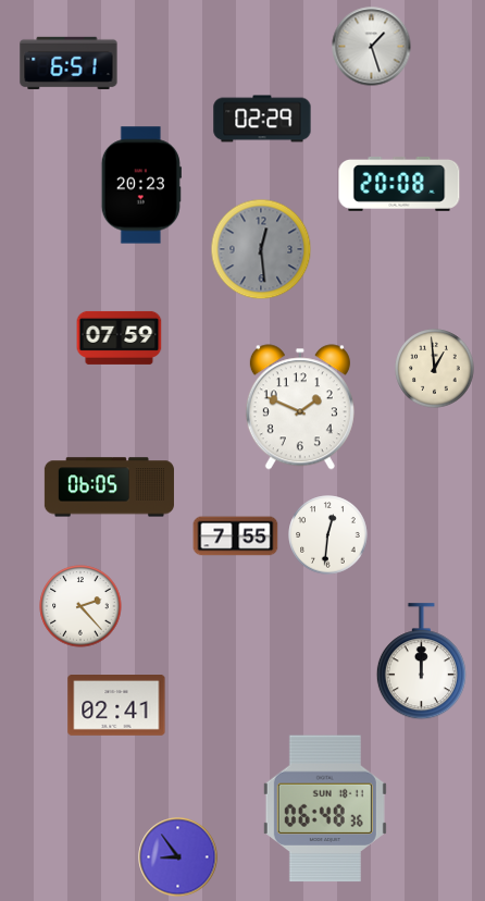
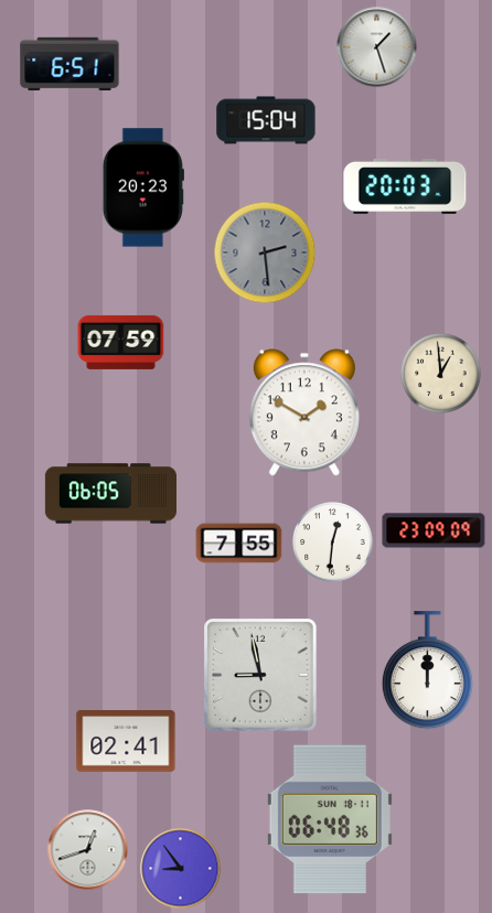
clock at (262, 119): 02:29 -> 15:04
clock at (399, 184): 20:08 -> 20:03
clock at (261, 249): 12:29 -> 2:29
clock at (300, 407): 1:49 -> 1:50
clock at (434, 530): none -> 23:09
clock at (80, 606): 2:23 -> none
clock at (260, 675): none -> 8:58
clock at (116, 706) position: (116, 706) -> (126, 742)
clock at (88, 850): none -> 12:42
